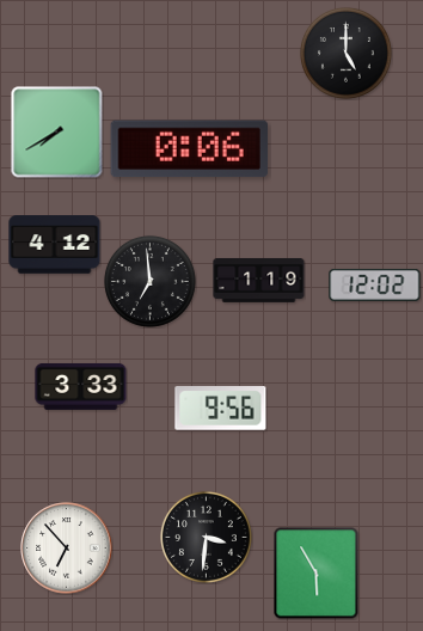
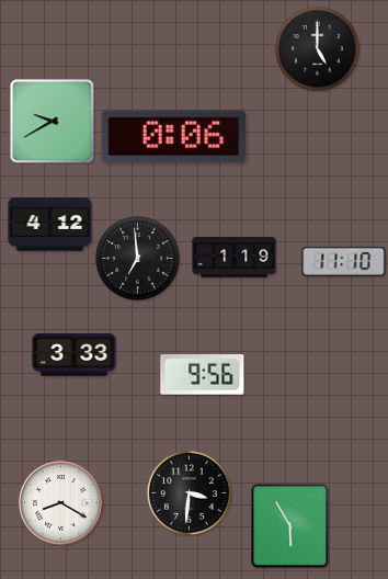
clock at (57, 133): 7:40 -> 9:40
clock at (259, 280) position: (259, 280) -> (235, 257)
clock at (375, 284): 12:02 -> 11:10
clock at (67, 549): 6:53 -> 8:20
